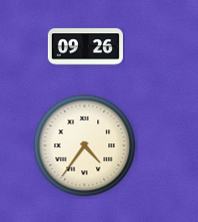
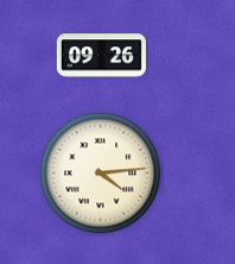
clock at (85, 146): 4:36 -> 4:14
